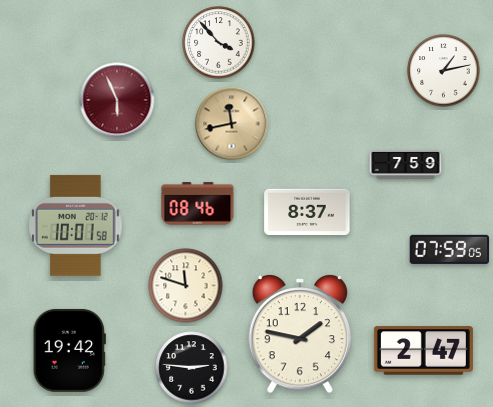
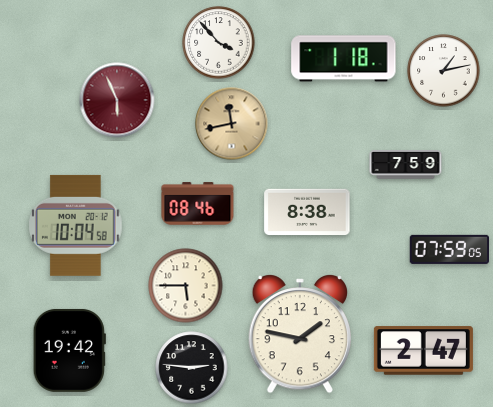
clock at (344, 59): none -> 1:18
clock at (307, 212): 8:37 -> 8:38
clock at (76, 225): 10:01 -> 10:04
clock at (186, 286): 11:48 -> 5:45
